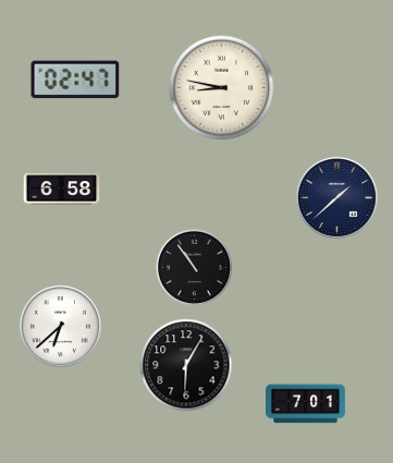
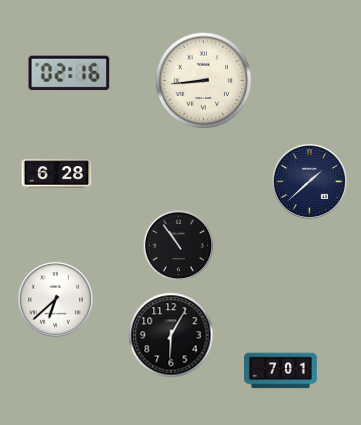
clock at (75, 80): 02:47 -> 02:16
clock at (222, 88): 8:47 -> 8:44
clock at (62, 190): 6:58 -> 6:28
